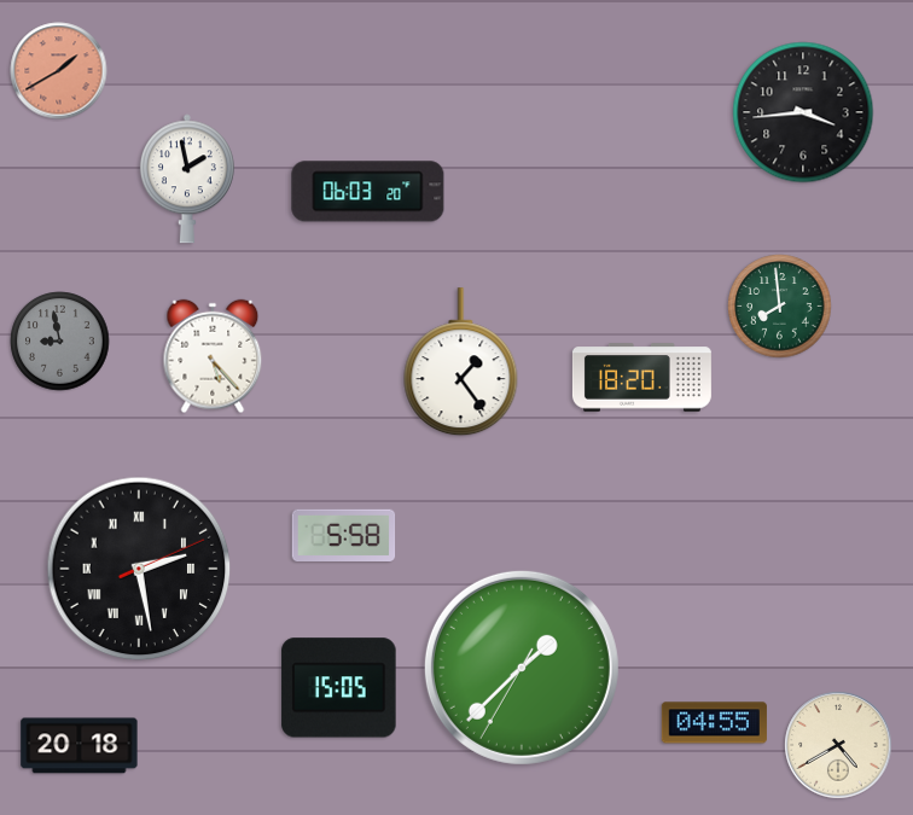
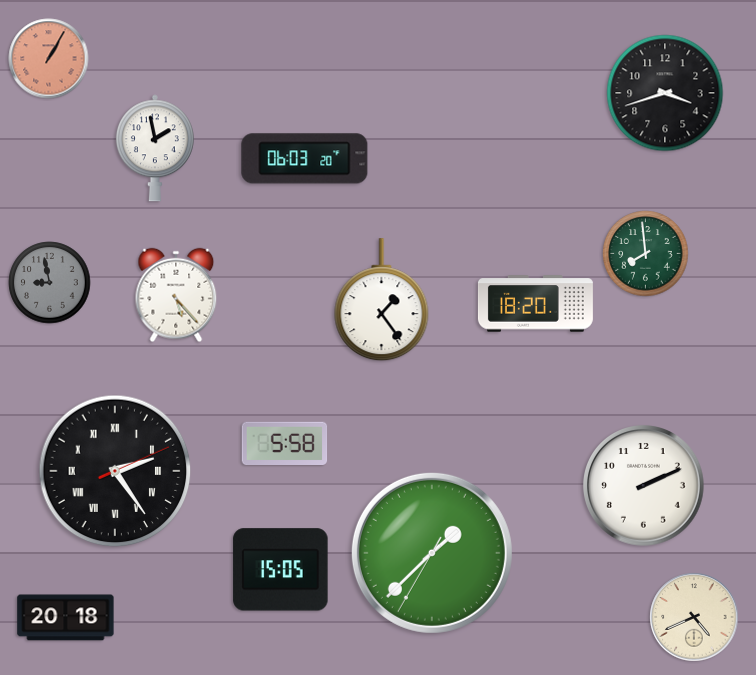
clock at (59, 71): 1:40 -> 1:05
clock at (803, 112): 3:44 -> 3:42
clock at (641, 378) position: (641, 378) -> (535, 304)
clock at (139, 569): 2:28 -> 2:24
clock at (644, 486): none -> 2:11
clock at (714, 723): 04:55 -> none
clock at (838, 745): 4:40 -> 4:41
